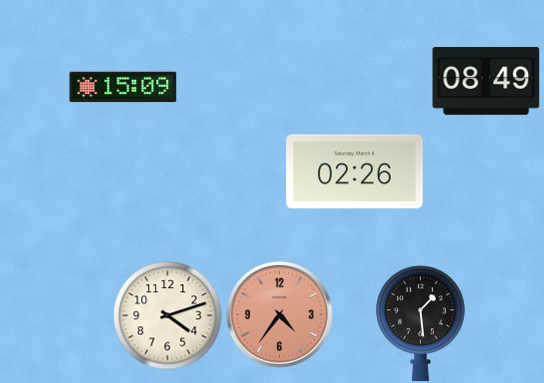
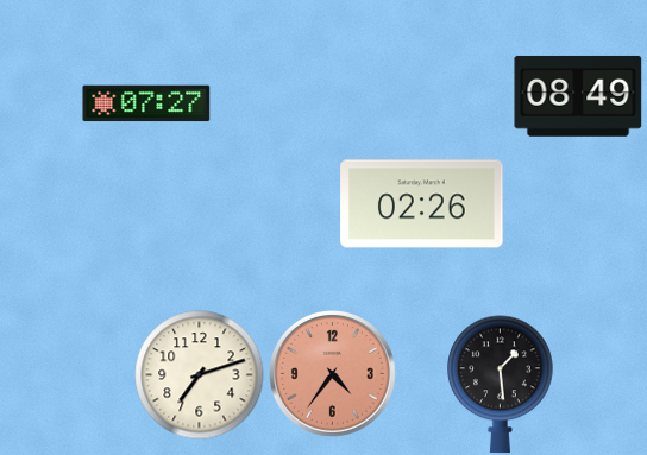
clock at (123, 87): 15:09 -> 07:27
clock at (168, 316): 4:12 -> 7:12
